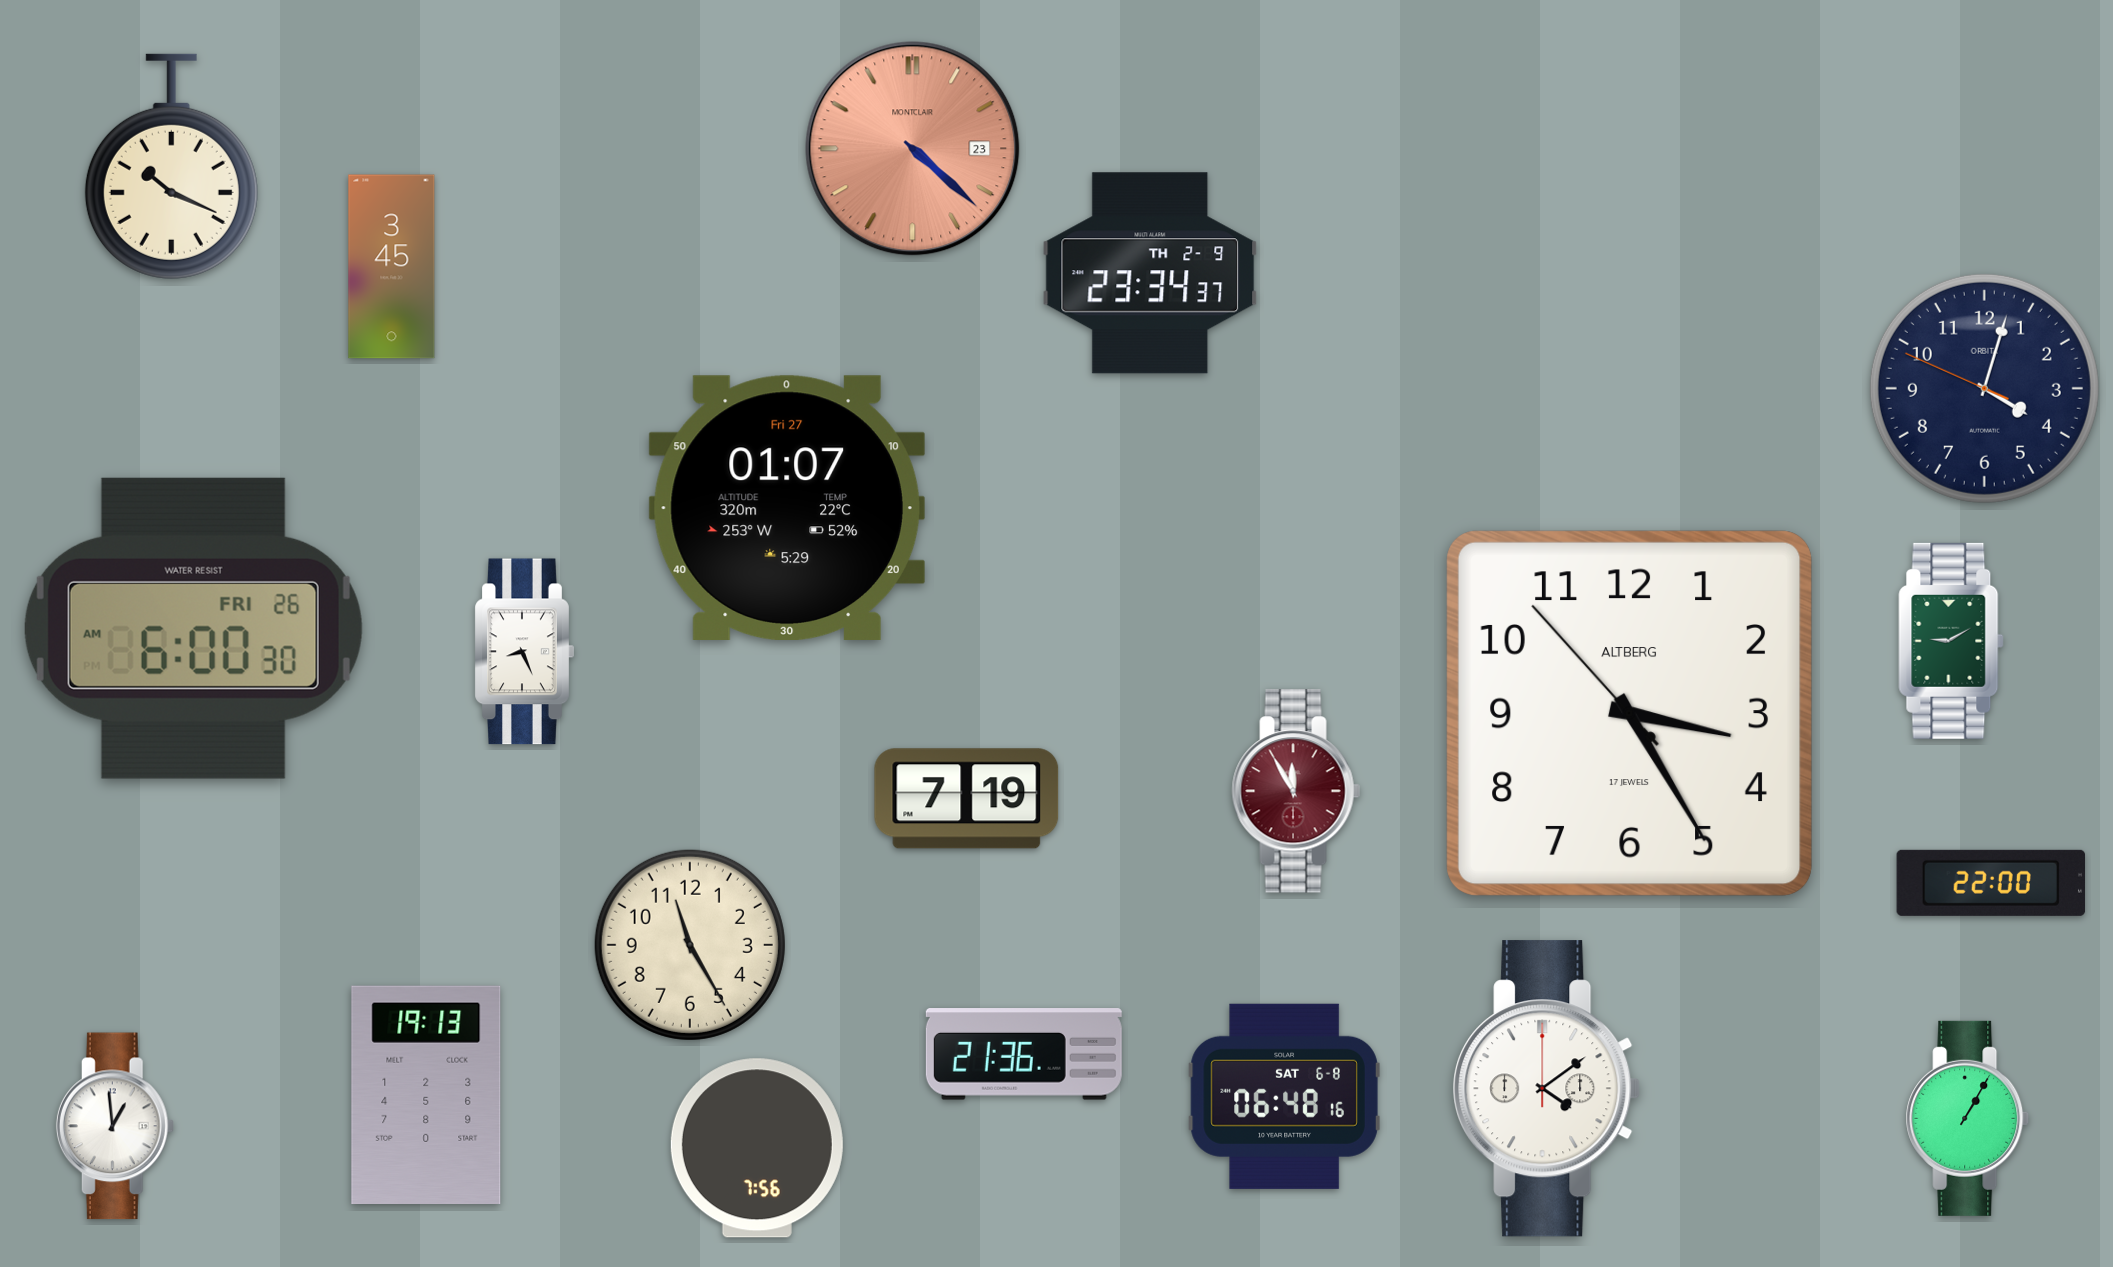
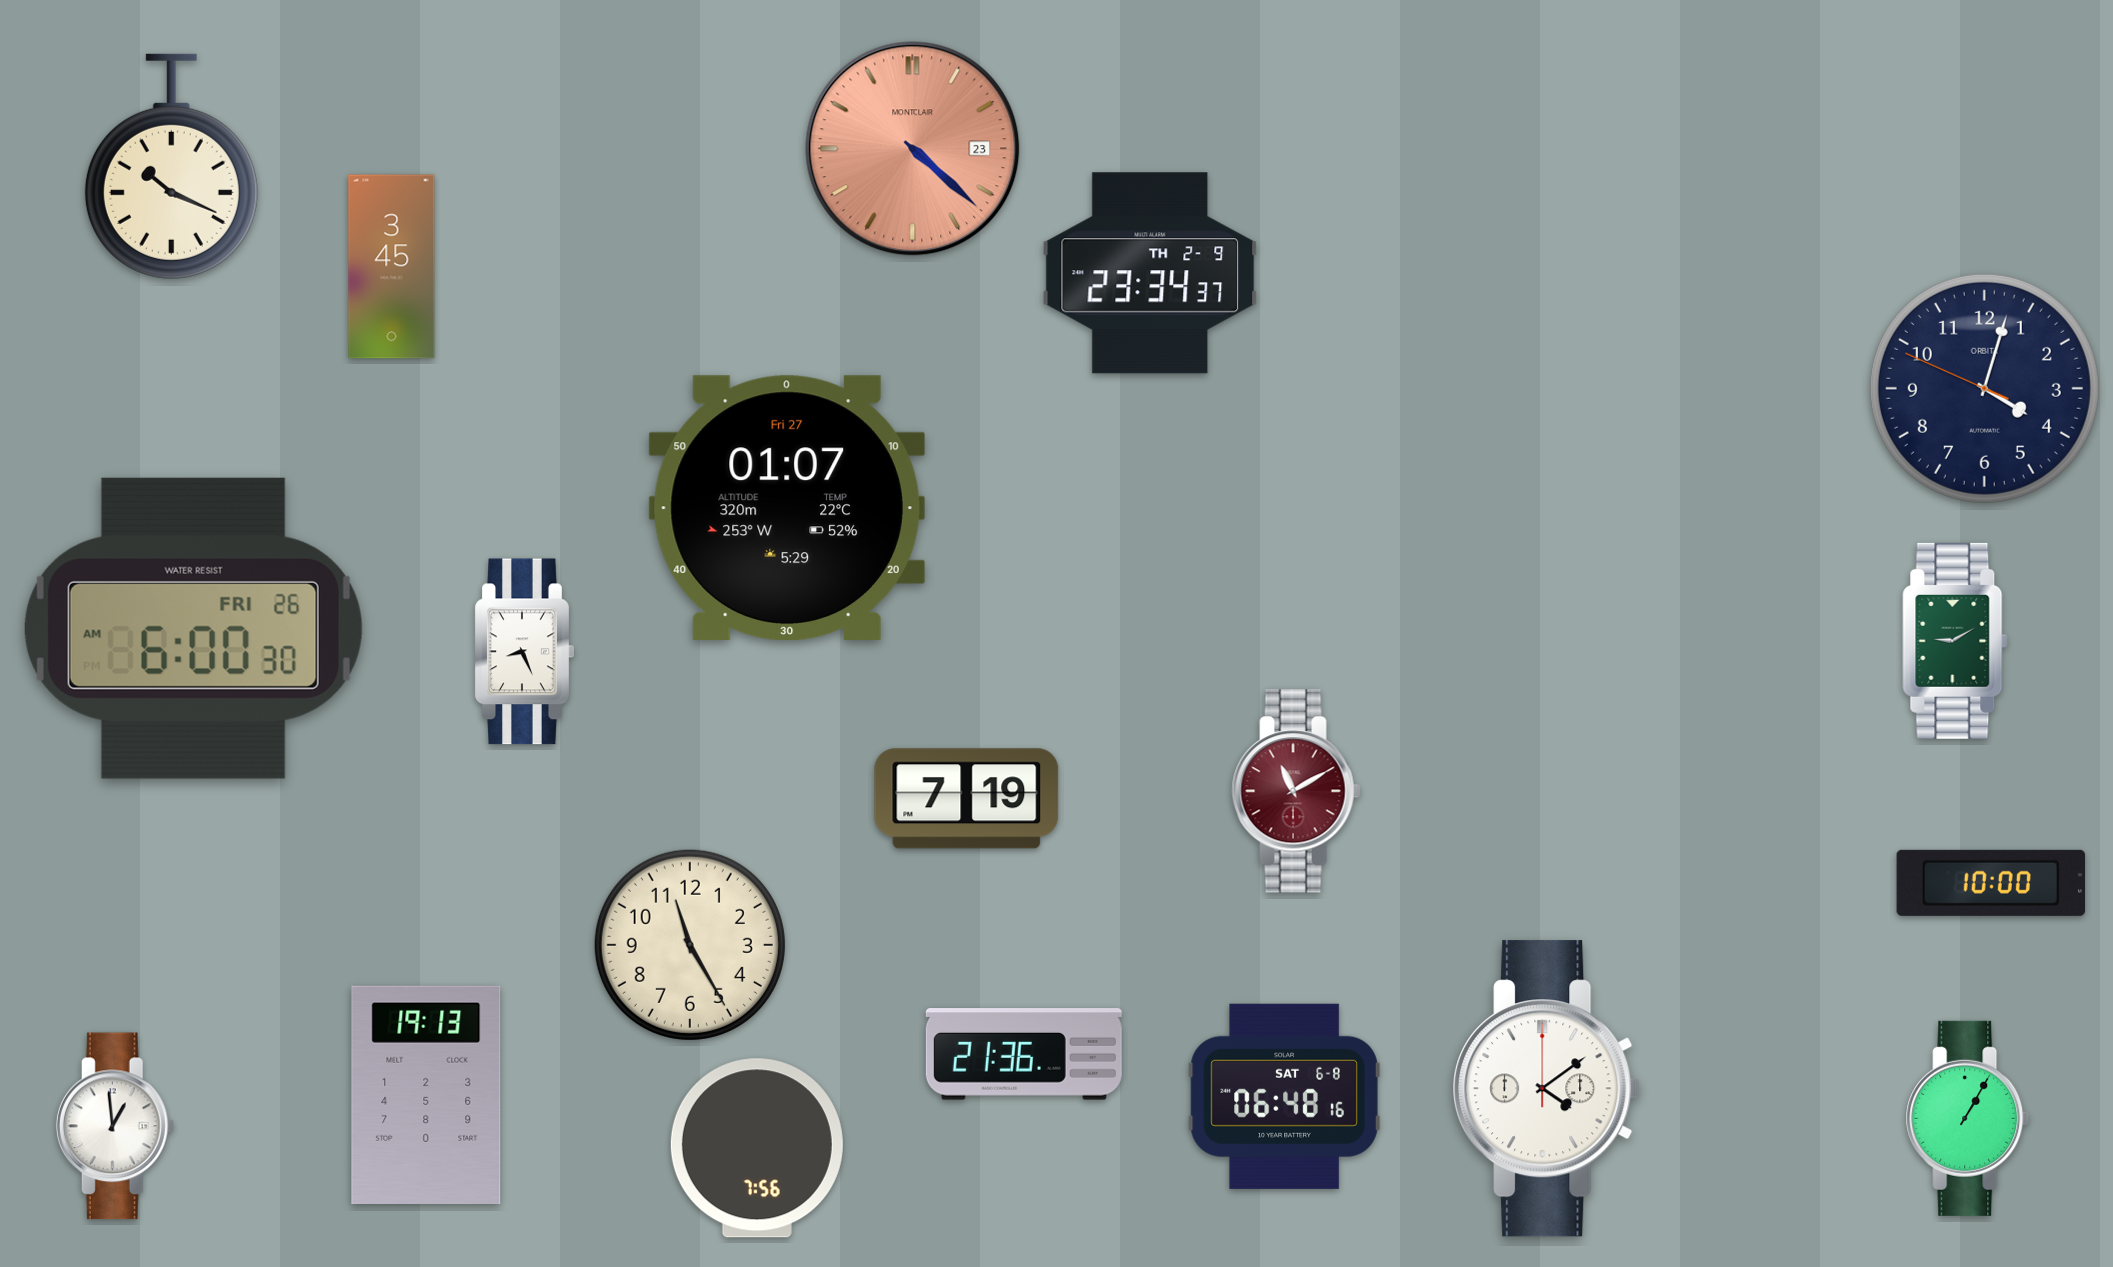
clock at (1951, 641) position: (1951, 641) -> (1955, 641)
clock at (1630, 714): 3:24 -> none
clock at (1296, 791): 11:55 -> 11:10
clock at (1991, 883): 22:00 -> 10:00
